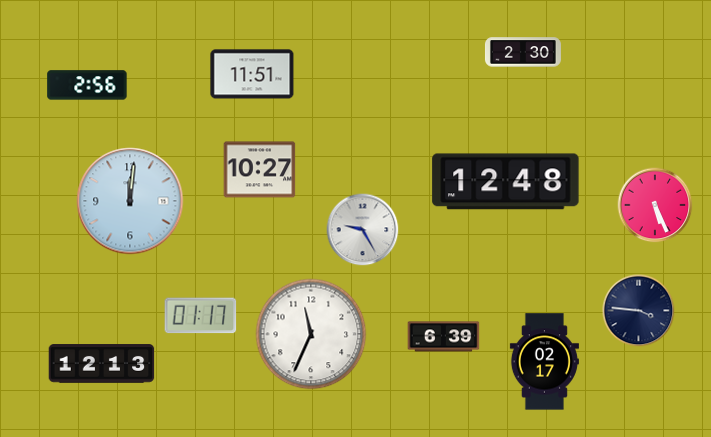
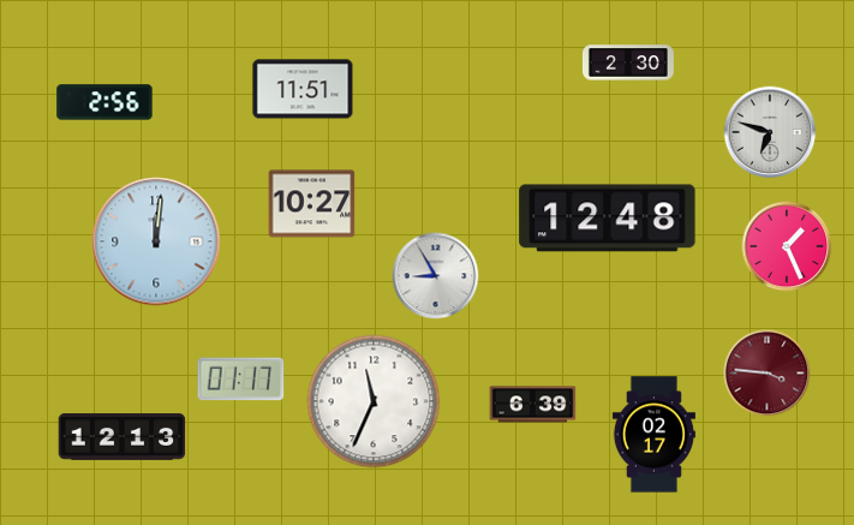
clock at (770, 132): none -> 6:48
clock at (655, 205): 5:26 -> 1:26
clock at (363, 230): 9:25 -> 8:55
clock at (639, 311) dial: navy -> burgundy
